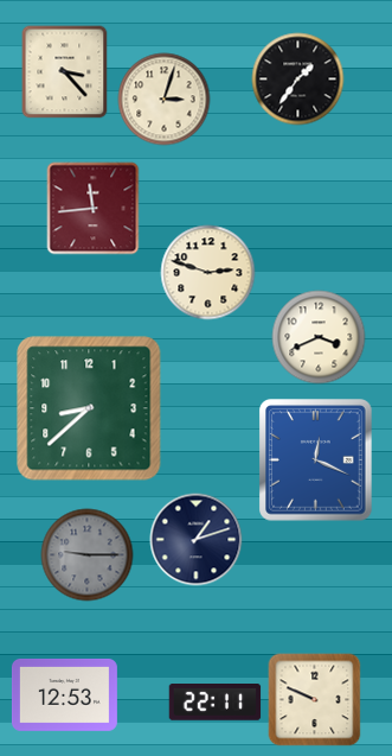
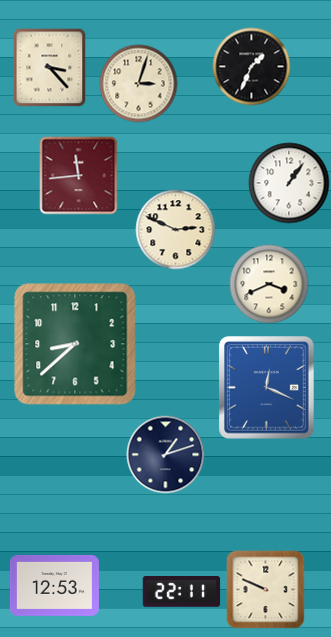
clock at (65, 71) position: (65, 71) -> (50, 67)
clock at (297, 78): 1:36 -> 1:34
clock at (289, 183): none -> 1:06
clock at (207, 272): 2:48 -> 2:49
clock at (86, 554): 9:15 -> none
